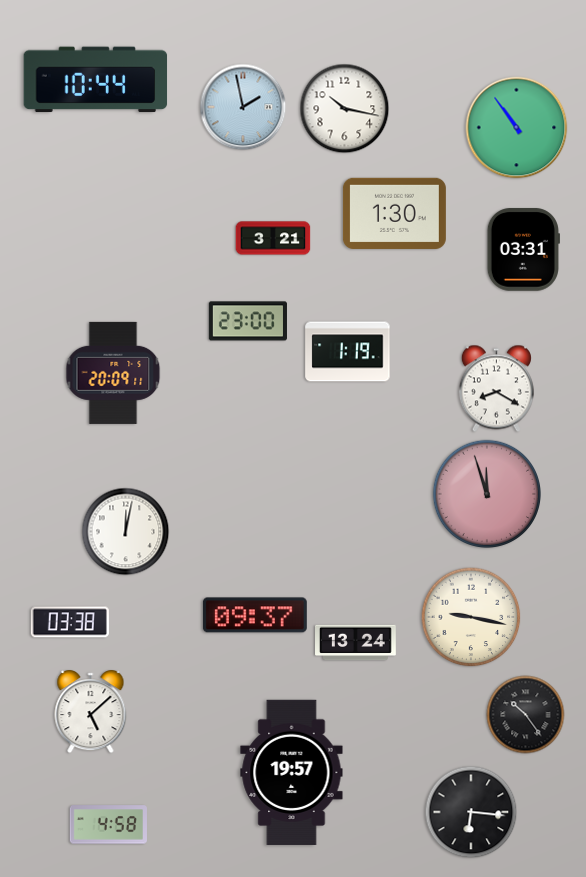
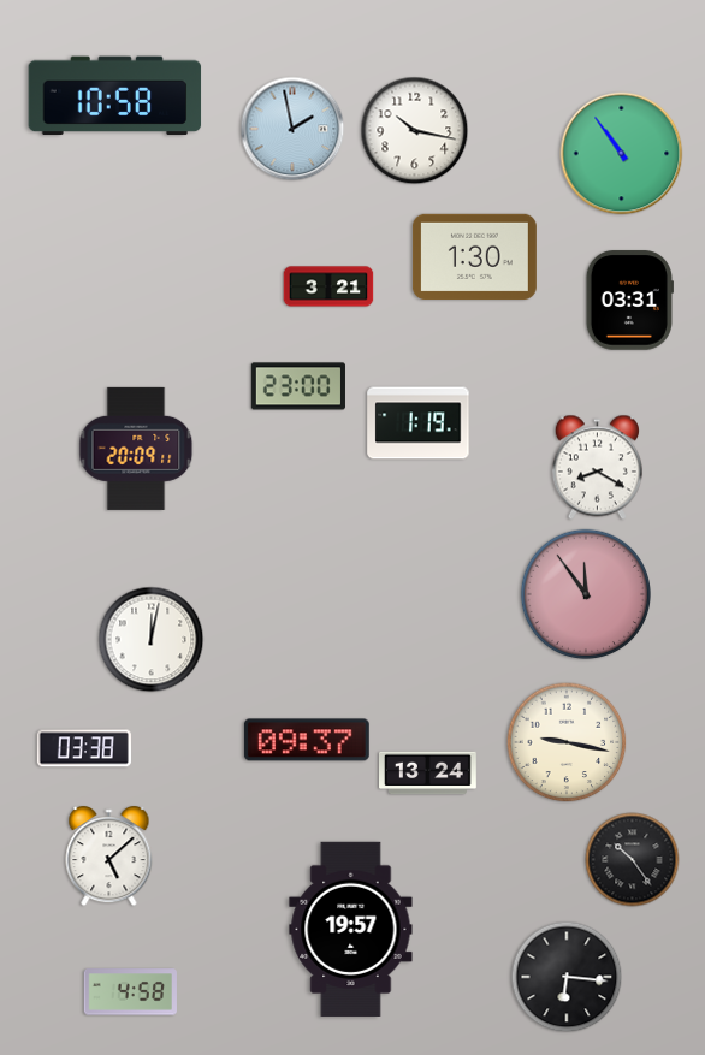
clock at (96, 80): 10:44 -> 10:58
clock at (486, 493): 11:57 -> 11:54
